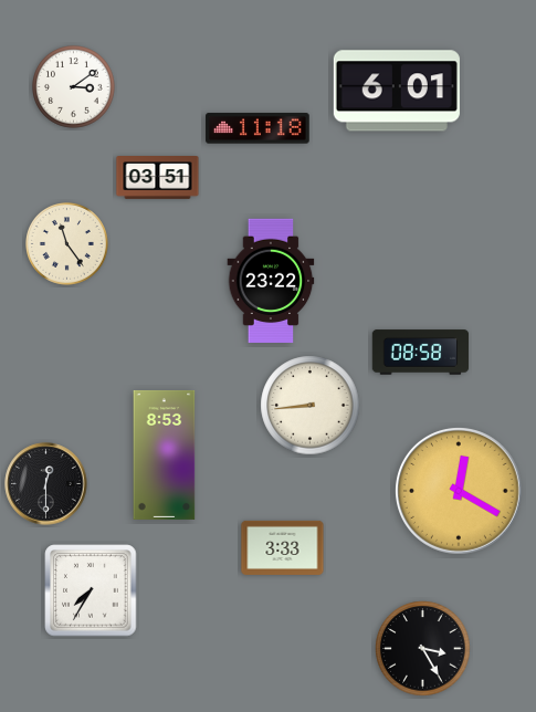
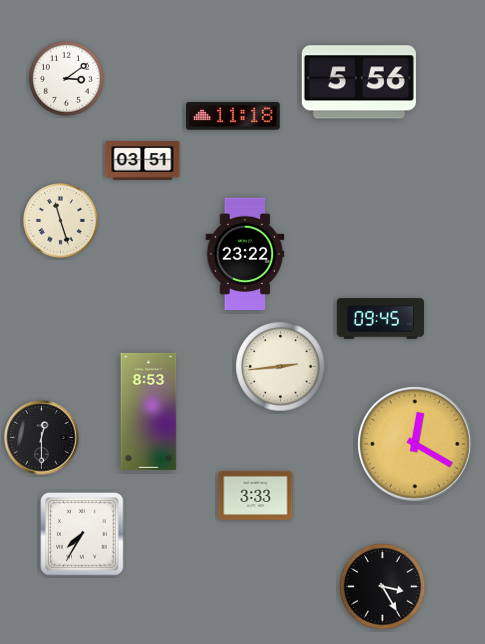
clock at (397, 91): 6:01 -> 5:56
clock at (67, 244): 11:24 -> 11:27
clock at (421, 353): 08:58 -> 09:45
clock at (311, 406): 8:44 -> 2:44
